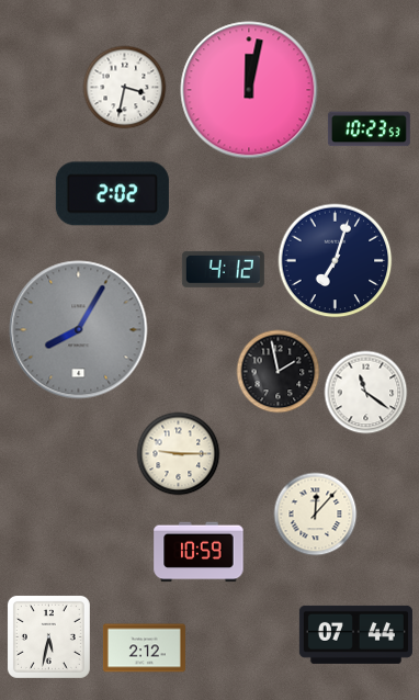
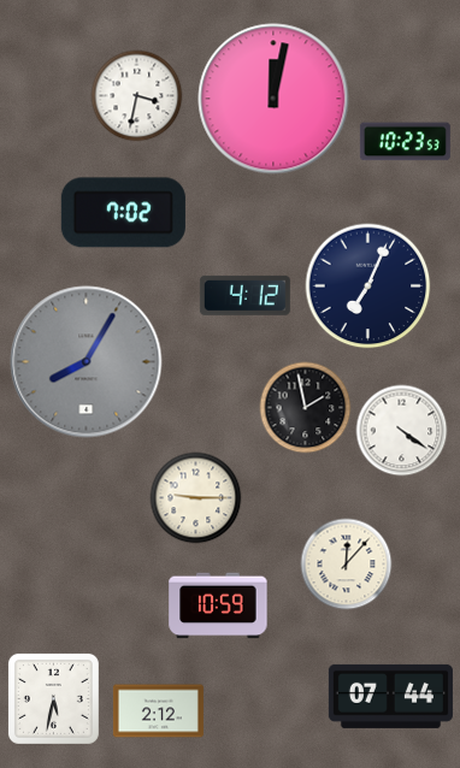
clock at (112, 194): 2:02 -> 7:02
clock at (336, 261): 7:03 -> 7:04
clock at (366, 393): 11:21 -> 4:21
